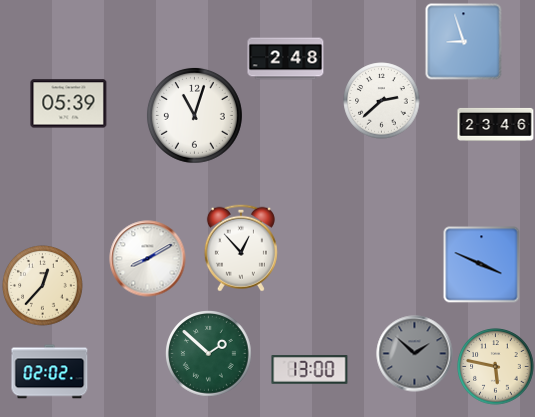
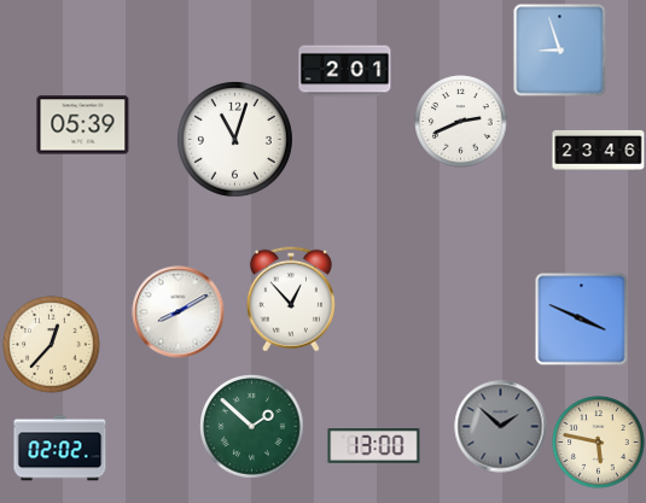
clock at (286, 59): 2:48 -> 2:01
clock at (382, 101): 2:38 -> 2:41
